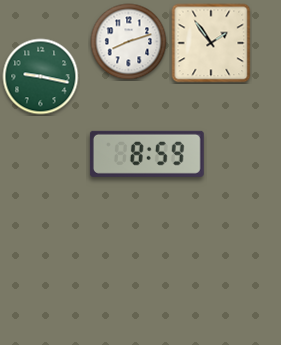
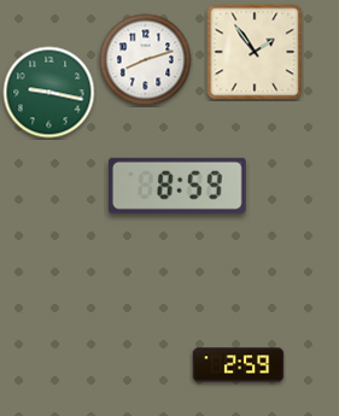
clock at (129, 42) position: (129, 42) -> (146, 60)
clock at (239, 365): none -> 2:59
